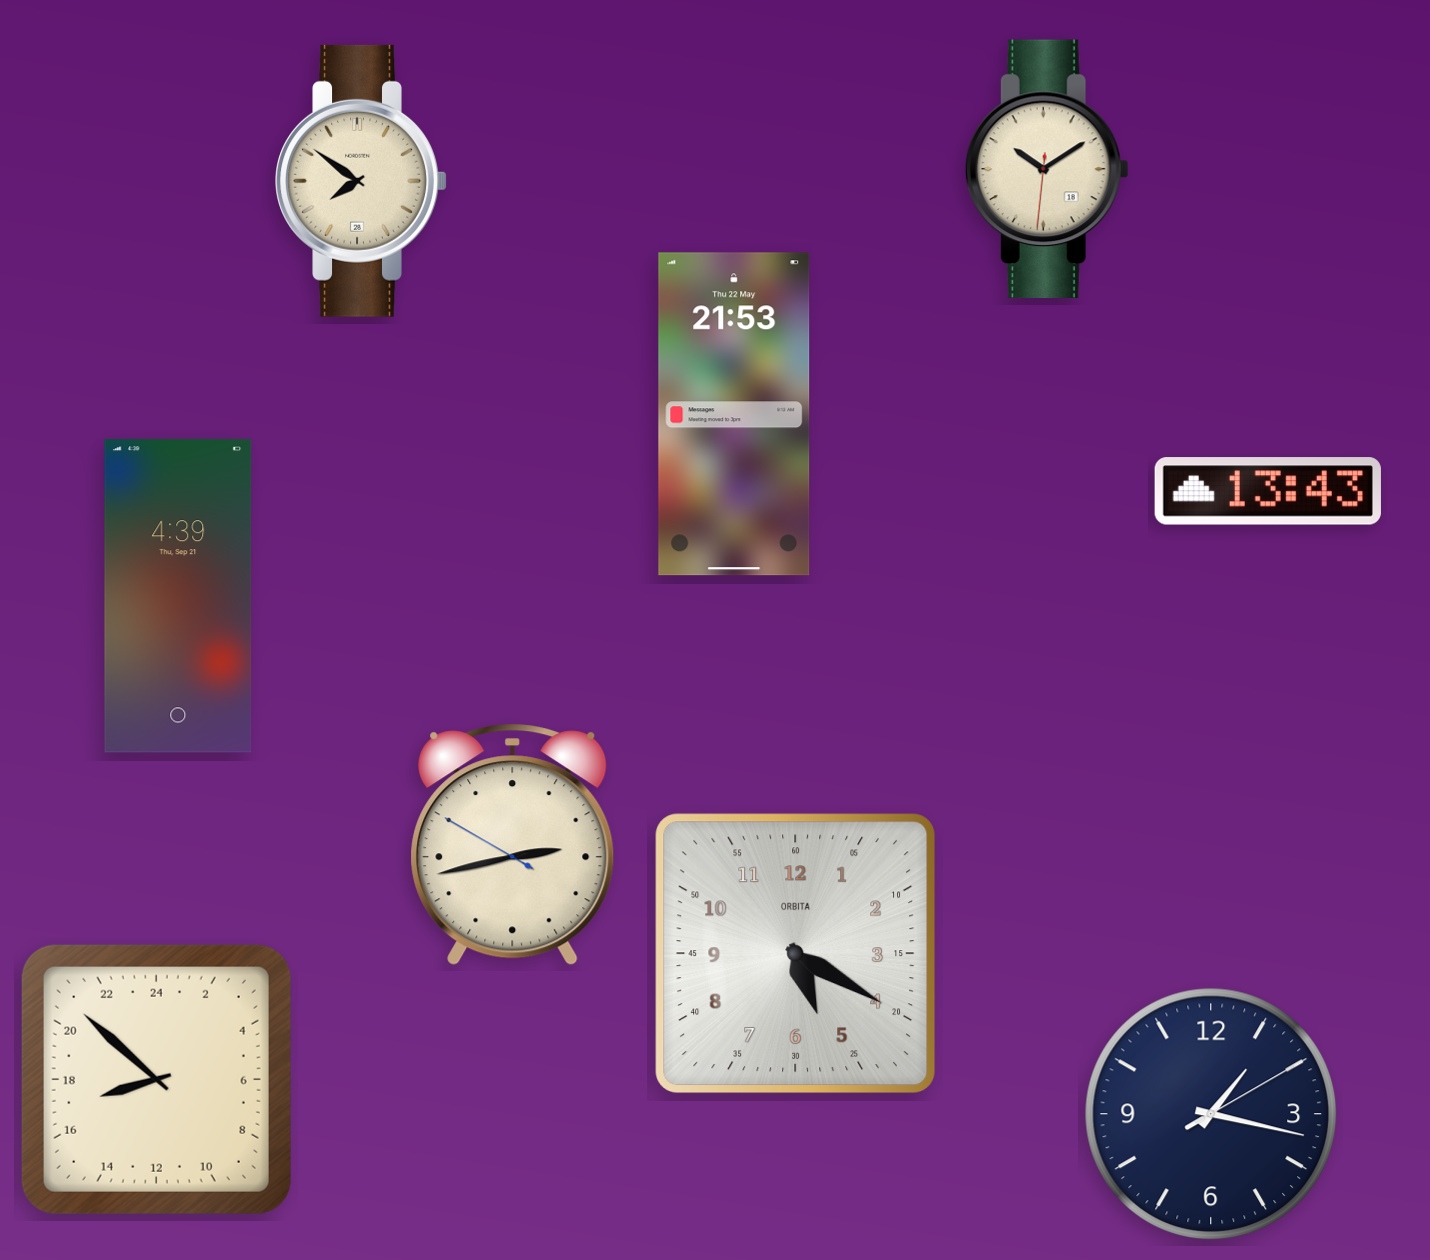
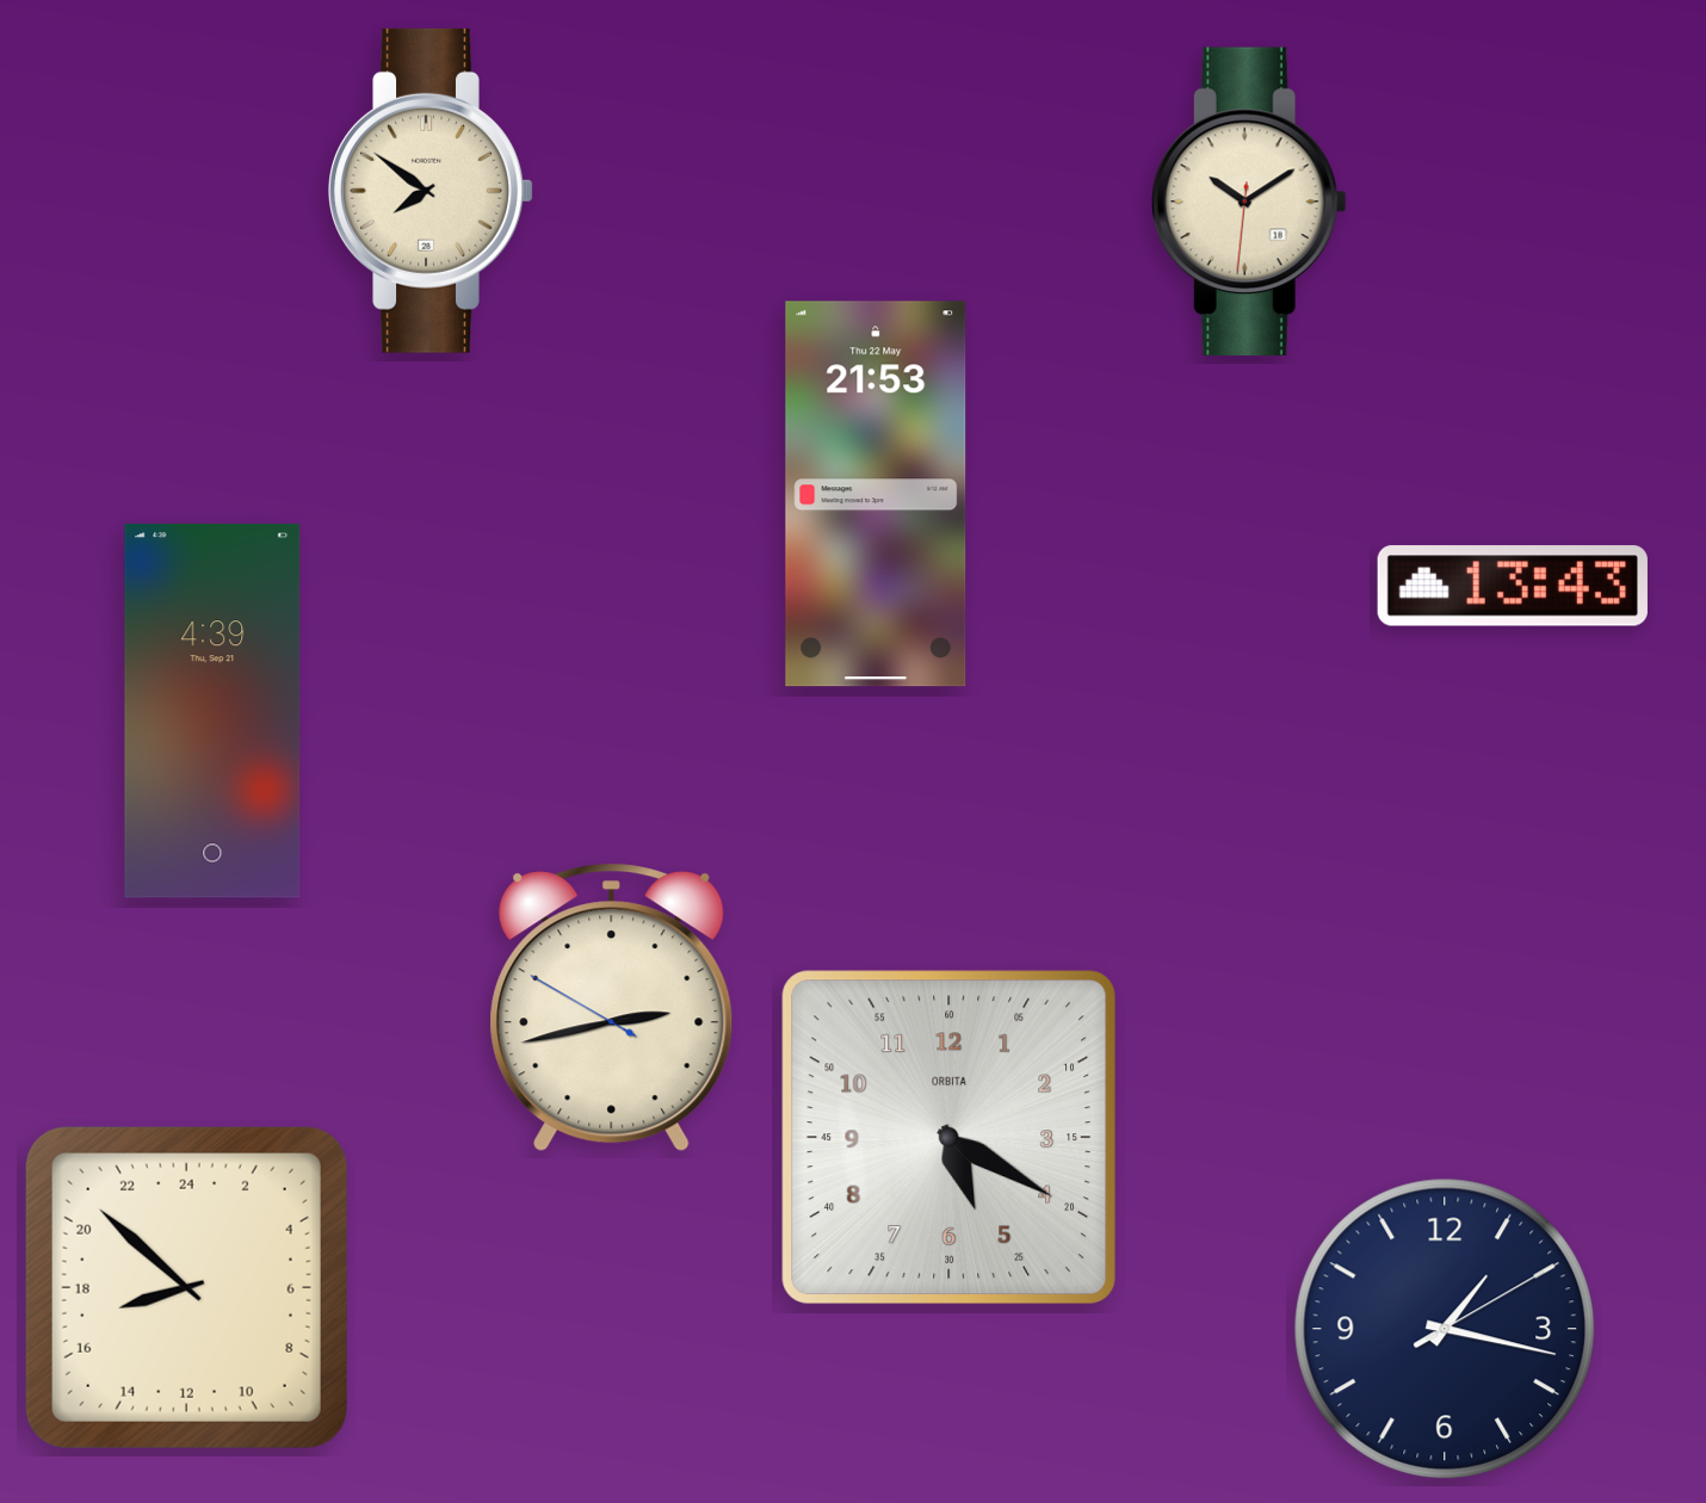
clock at (361, 181) position: (361, 181) -> (431, 191)
